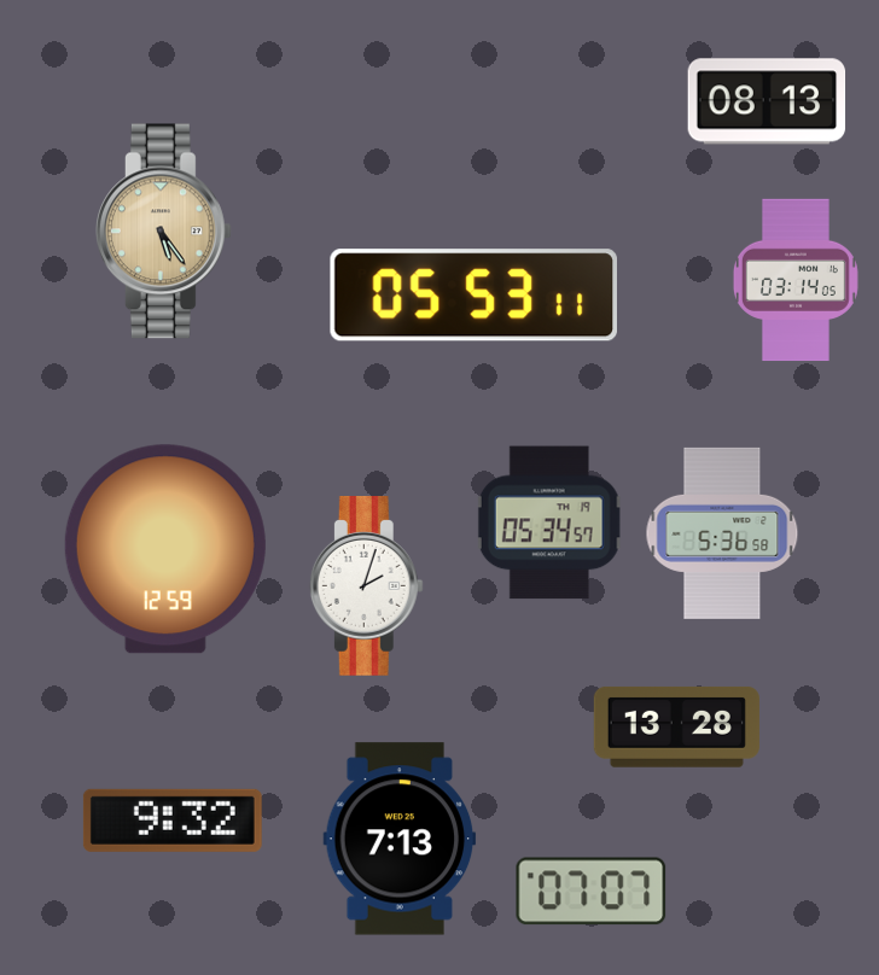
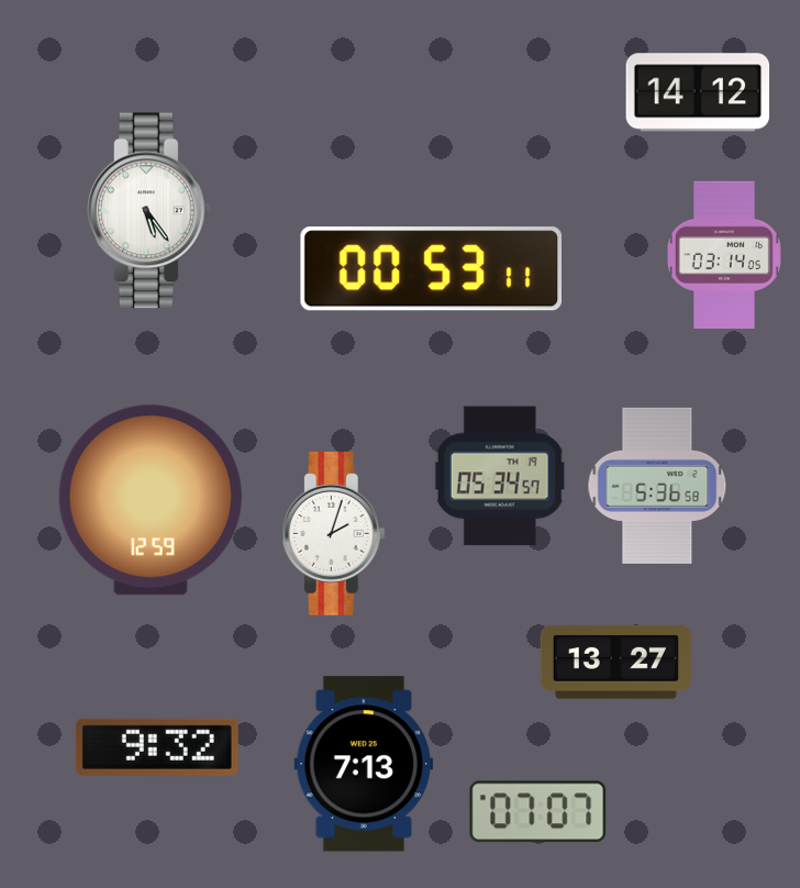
clock at (767, 101): 08:13 -> 14:12
clock at (164, 232) dial: champagne -> white
clock at (473, 296): 05:53 -> 00:53
clock at (676, 726): 13:28 -> 13:27
